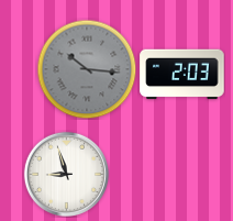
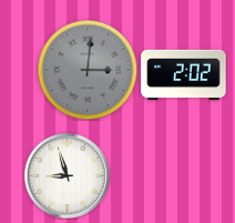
clock at (87, 69): 10:16 -> 3:01
clock at (182, 75): 2:03 -> 2:02
